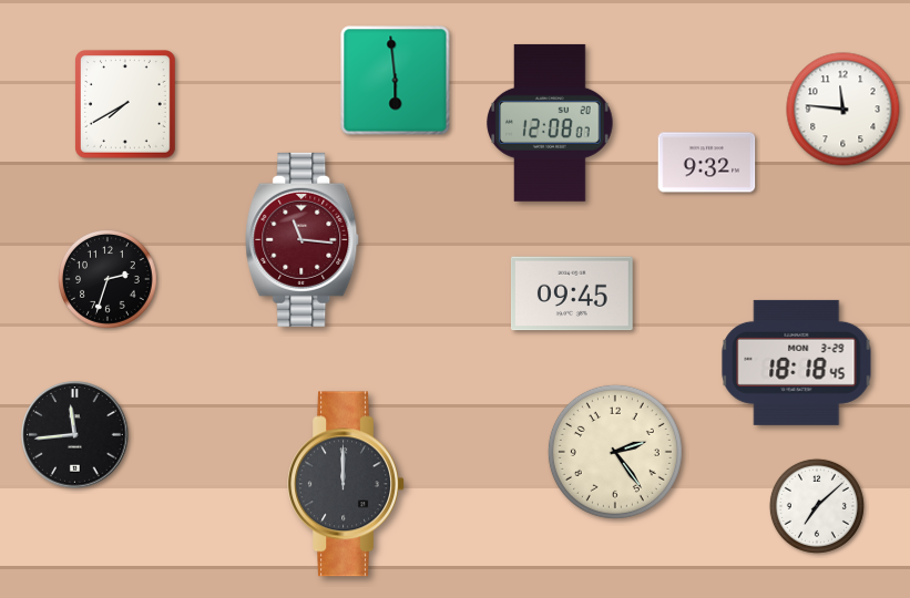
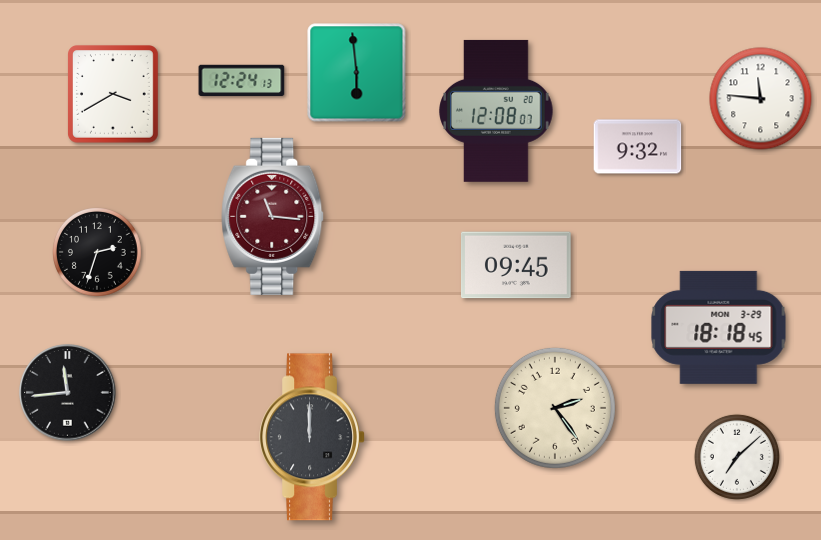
clock at (242, 81): none -> 12:24
clock at (126, 105): 7:40 -> 3:40
